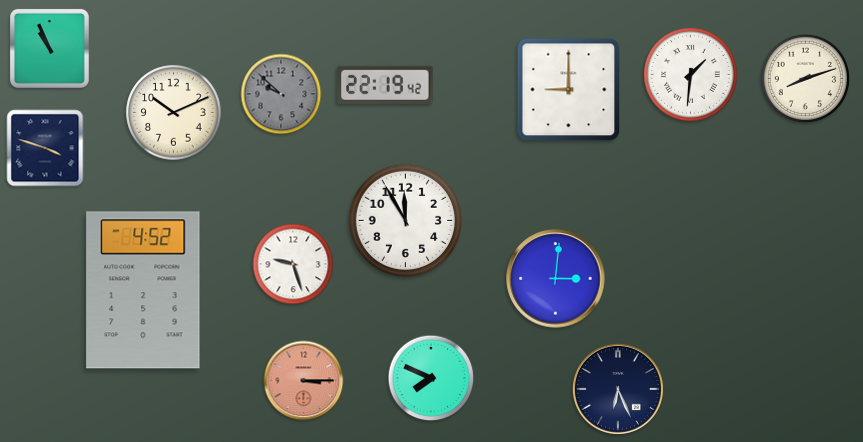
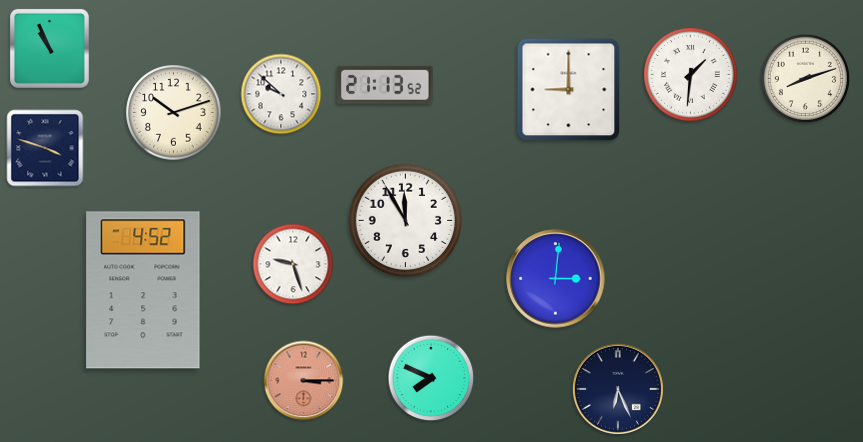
clock at (385, 85): 22:19 -> 21:13
clock at (281, 94) dial: grey -> white
clock at (174, 113): 10:11 -> 10:12
